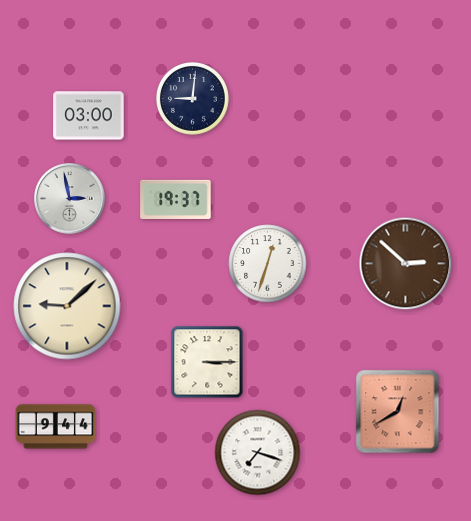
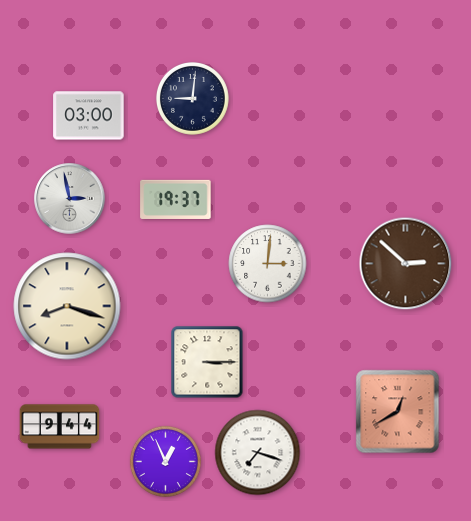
clock at (268, 264): 12:33 -> 3:01
clock at (67, 306): 9:08 -> 8:18
clock at (56, 427) position: (56, 427) -> (60, 427)
clock at (165, 461): none -> 12:56
